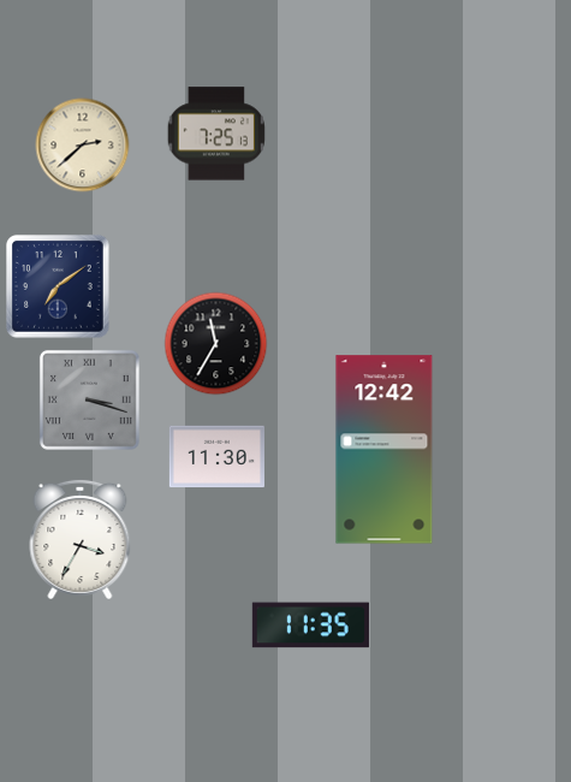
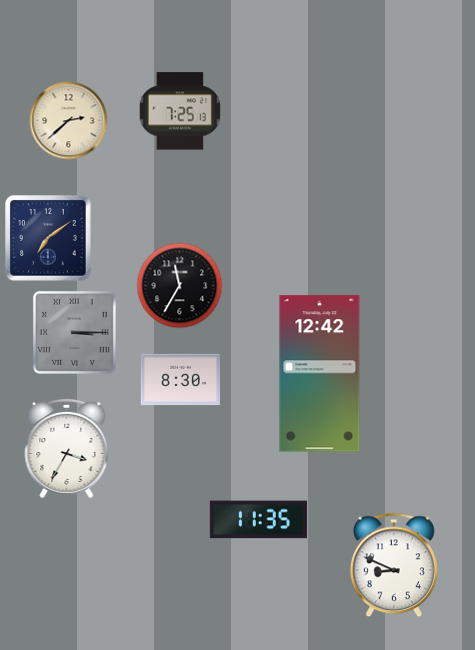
clock at (89, 399): 3:18 -> 3:15
clock at (216, 457): 11:30 -> 8:30
clock at (395, 565): none -> 8:49
